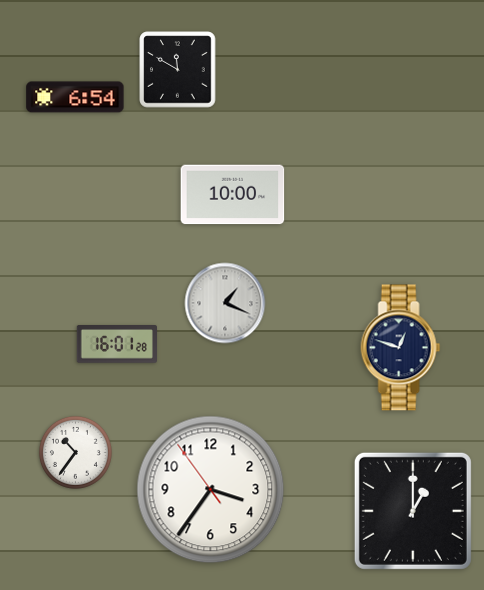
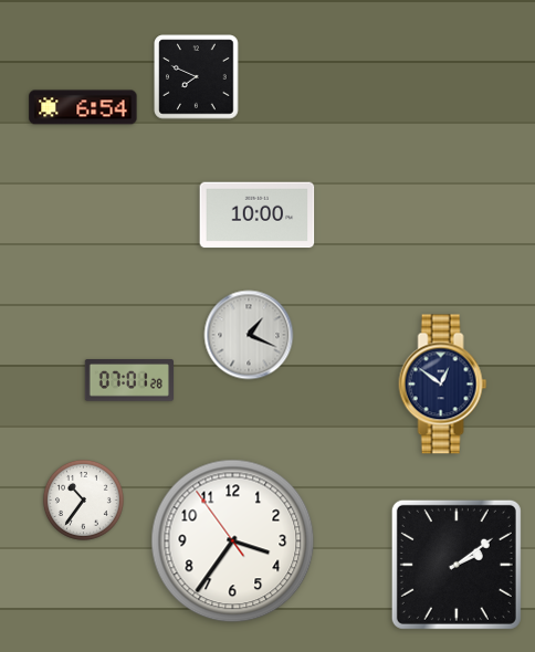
clock at (178, 70): 11:50 -> 7:49
clock at (116, 345): 16:01 -> 07:01
clock at (401, 348): 12:48 -> 12:51
clock at (413, 511): 1:00 -> 2:09
